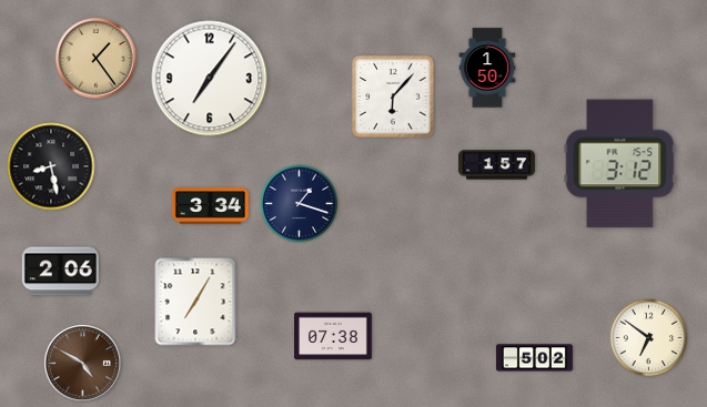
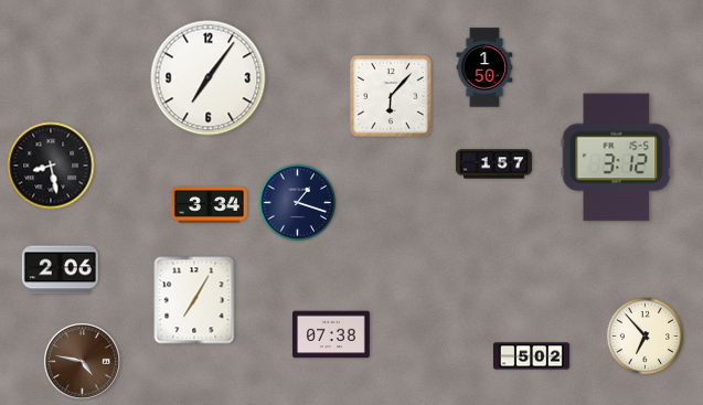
clock at (97, 59): 1:24 -> none
clock at (620, 164) position: (620, 164) -> (617, 158)
clock at (649, 338): 6:51 -> 6:53
clock at (83, 364): 4:50 -> 4:47
